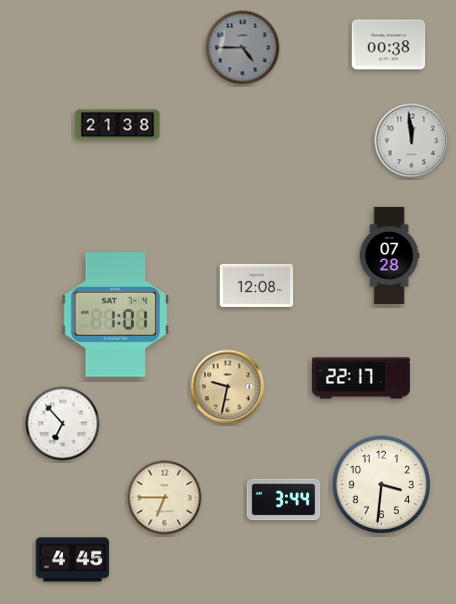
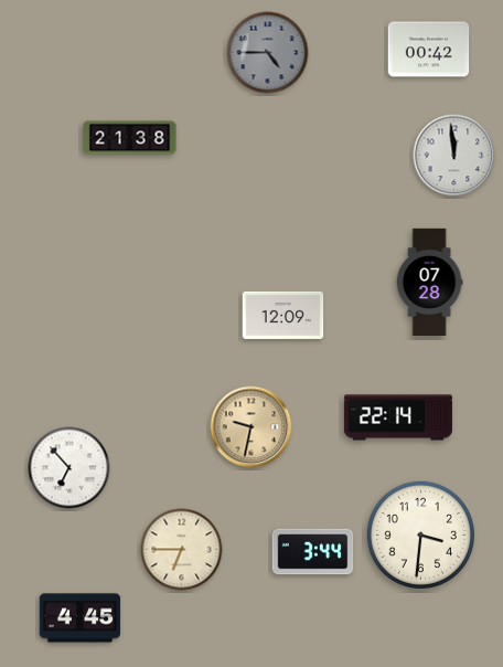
clock at (389, 45): 00:38 -> 00:42
clock at (257, 285): 12:08 -> 12:09
clock at (115, 315): 1:01 -> none
clock at (361, 378): 22:17 -> 22:14
